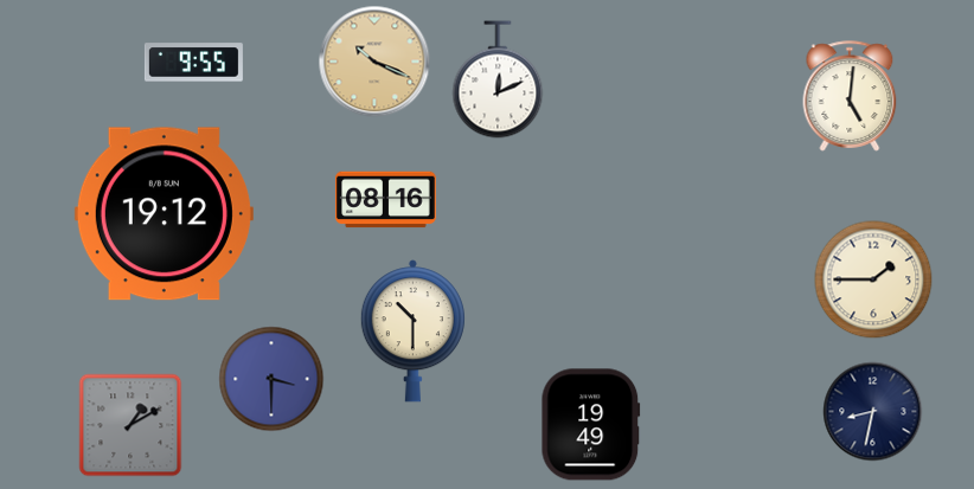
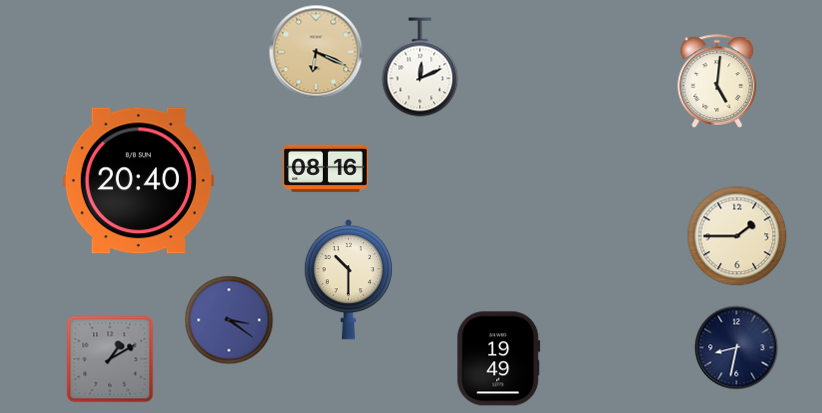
clock at (374, 62): 10:19 -> 6:19
clock at (193, 63): 9:55 -> none
clock at (164, 214): 19:12 -> 20:40
clock at (271, 379): 3:30 -> 3:21
